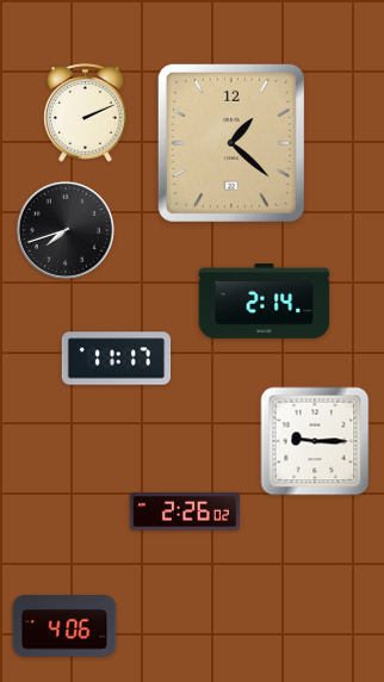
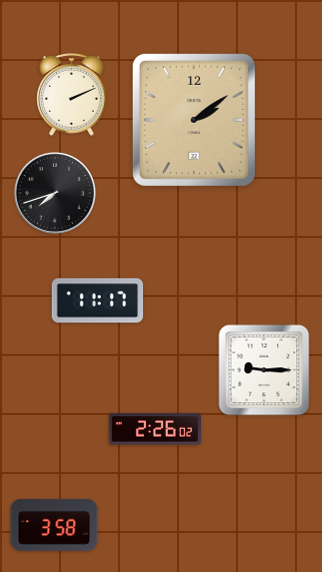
clock at (231, 143): 1:22 -> 2:09
clock at (265, 302): 2:14 -> none
clock at (64, 627): 4:06 -> 3:58
